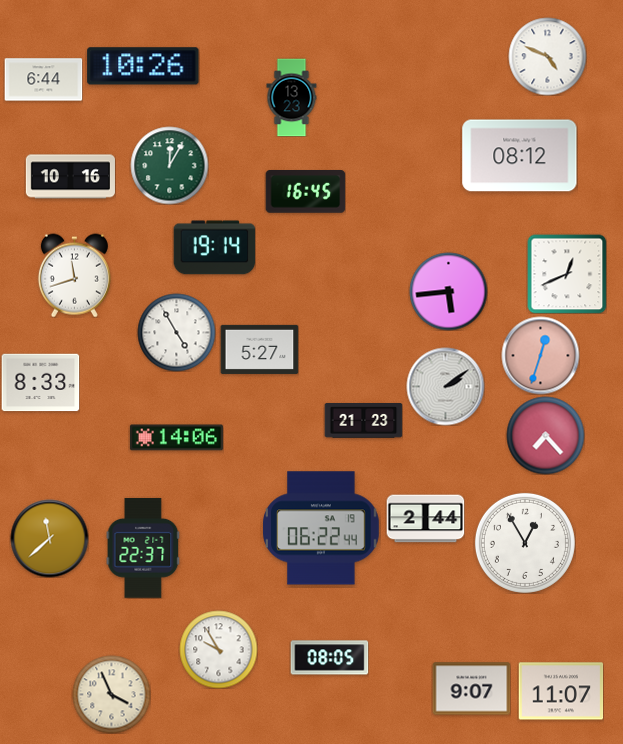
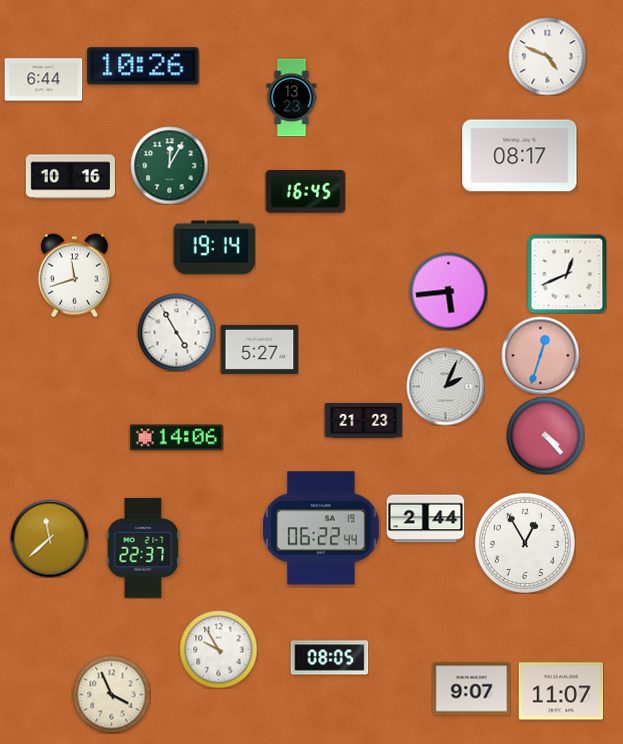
clock at (520, 156): 08:12 -> 08:17
clock at (40, 383): 8:33 -> none
clock at (445, 386): 2:09 -> 2:04
clock at (545, 435): 7:23 -> 4:23
